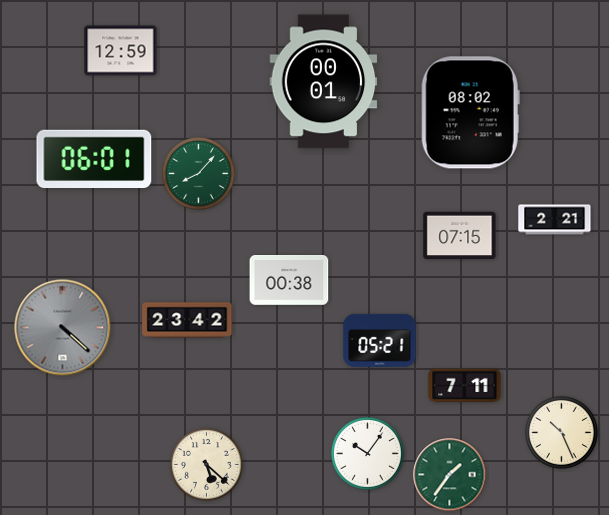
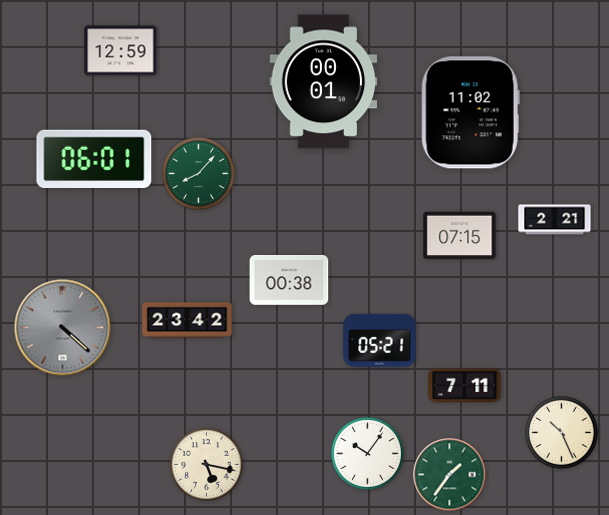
clock at (470, 113): 08:02 -> 11:02
clock at (207, 465): 5:22 -> 5:17
